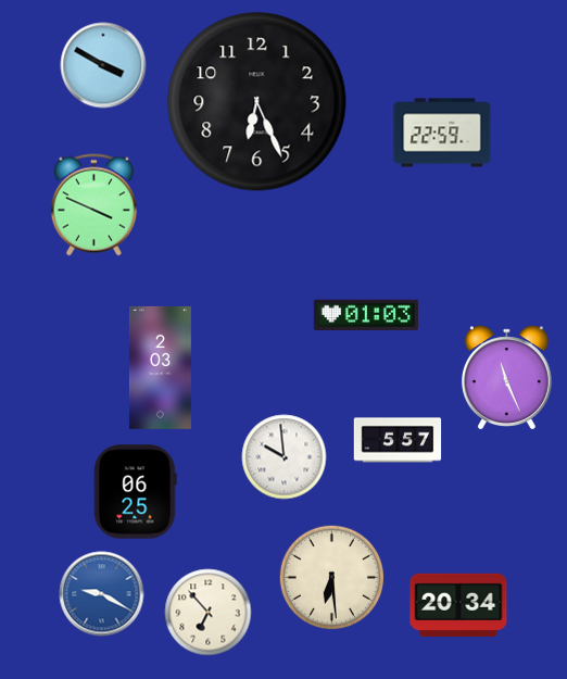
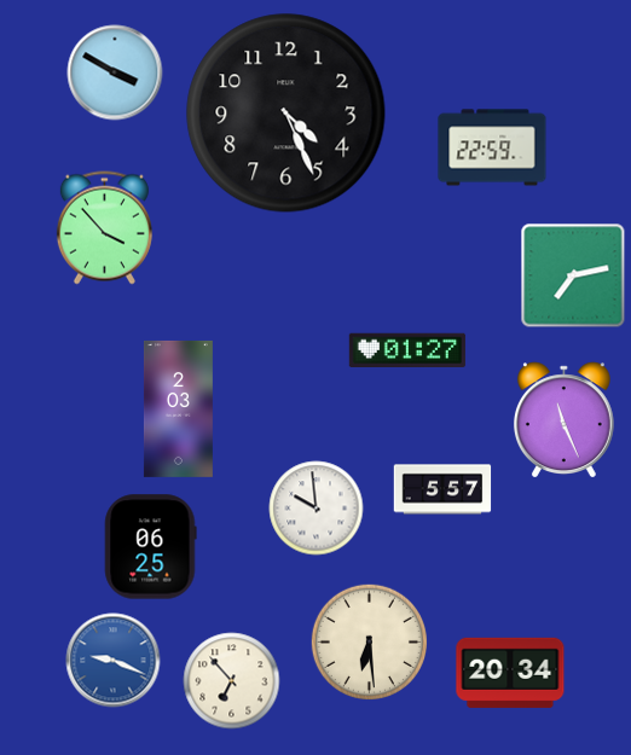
clock at (257, 102): 6:26 -> 4:26
clock at (93, 205): 3:49 -> 3:53
clock at (573, 275): none -> 7:13
clock at (366, 315): 01:03 -> 01:27
clock at (102, 594): 9:20 -> 9:19
